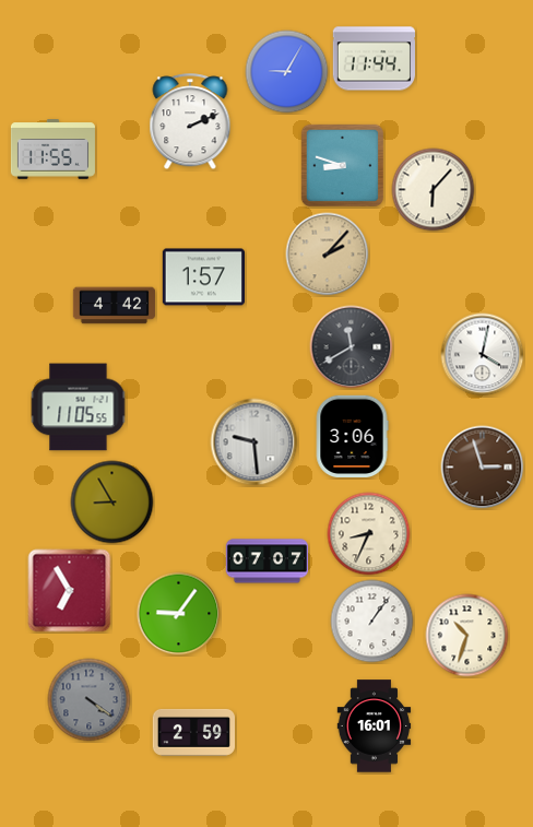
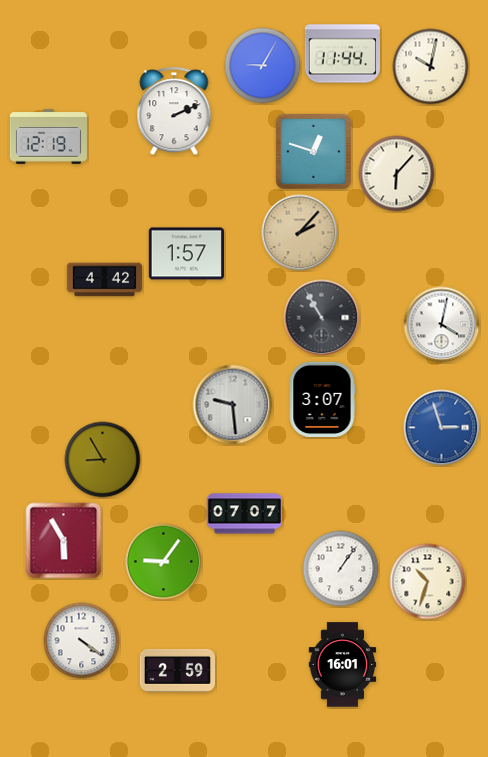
clock at (431, 67): none -> 10:02
clock at (52, 150): 11:55 -> 12:19
clock at (342, 165): 8:48 -> 12:48
clock at (352, 347): 11:40 -> 10:55
clock at (79, 407): 11:05 -> none
clock at (352, 436): 3:06 -> 3:07
clock at (483, 468) dial: brown -> blue
clock at (369, 534): 8:34 -> none
clock at (70, 591): 6:55 -> 5:55
clock at (90, 700) dial: grey -> white
